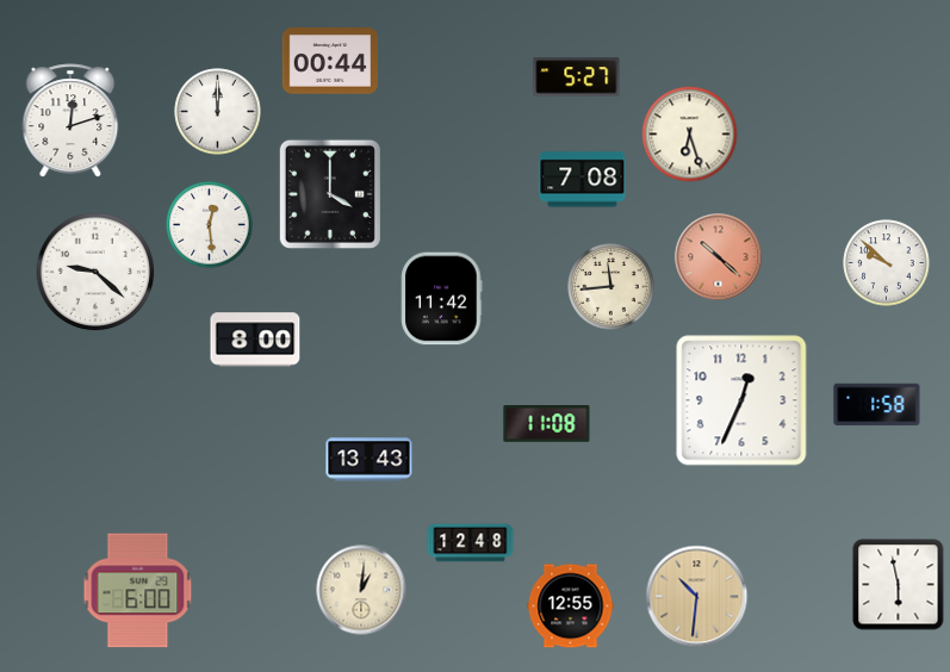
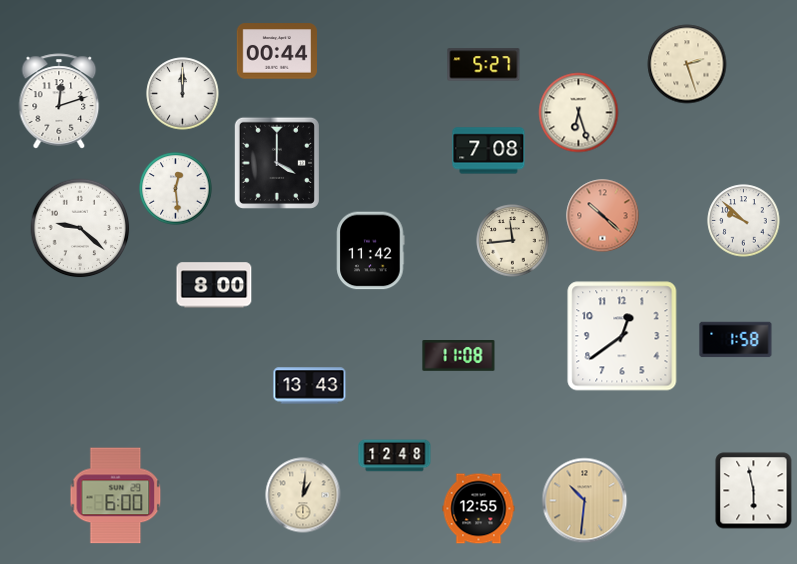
clock at (687, 64): none -> 2:27
clock at (741, 400): 12:34 -> 12:39
